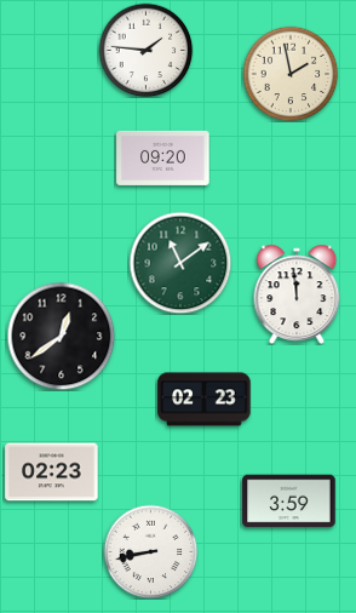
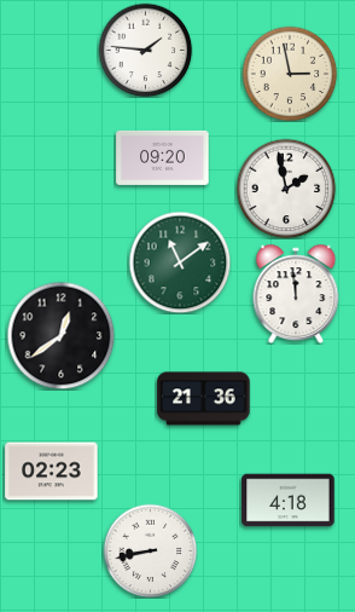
clock at (291, 74): 1:58 -> 2:58
clock at (286, 189): none -> 1:58
clock at (205, 400): 02:23 -> 21:36
clock at (289, 502): 3:59 -> 4:18
